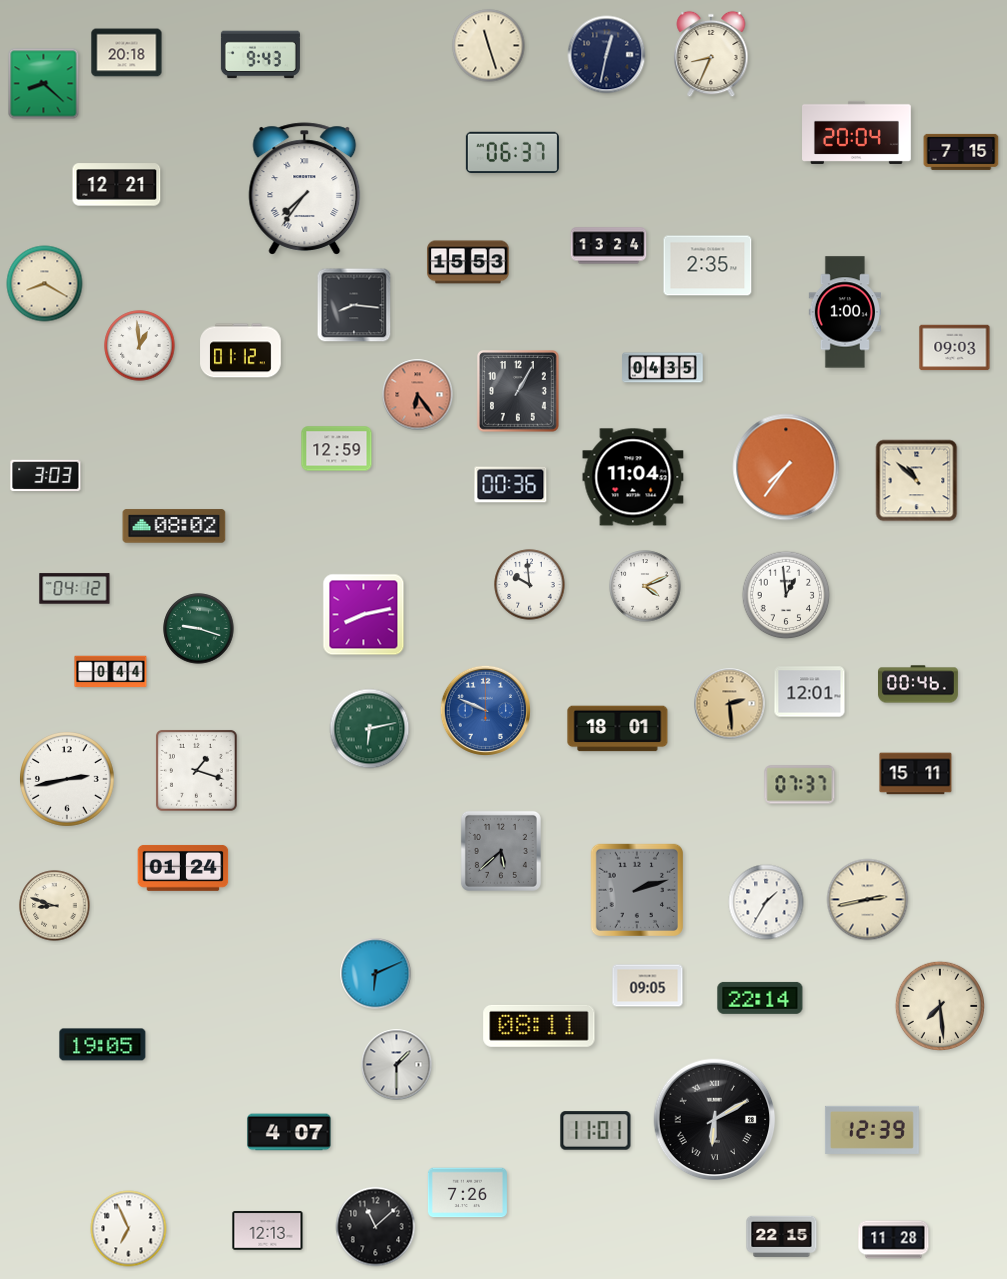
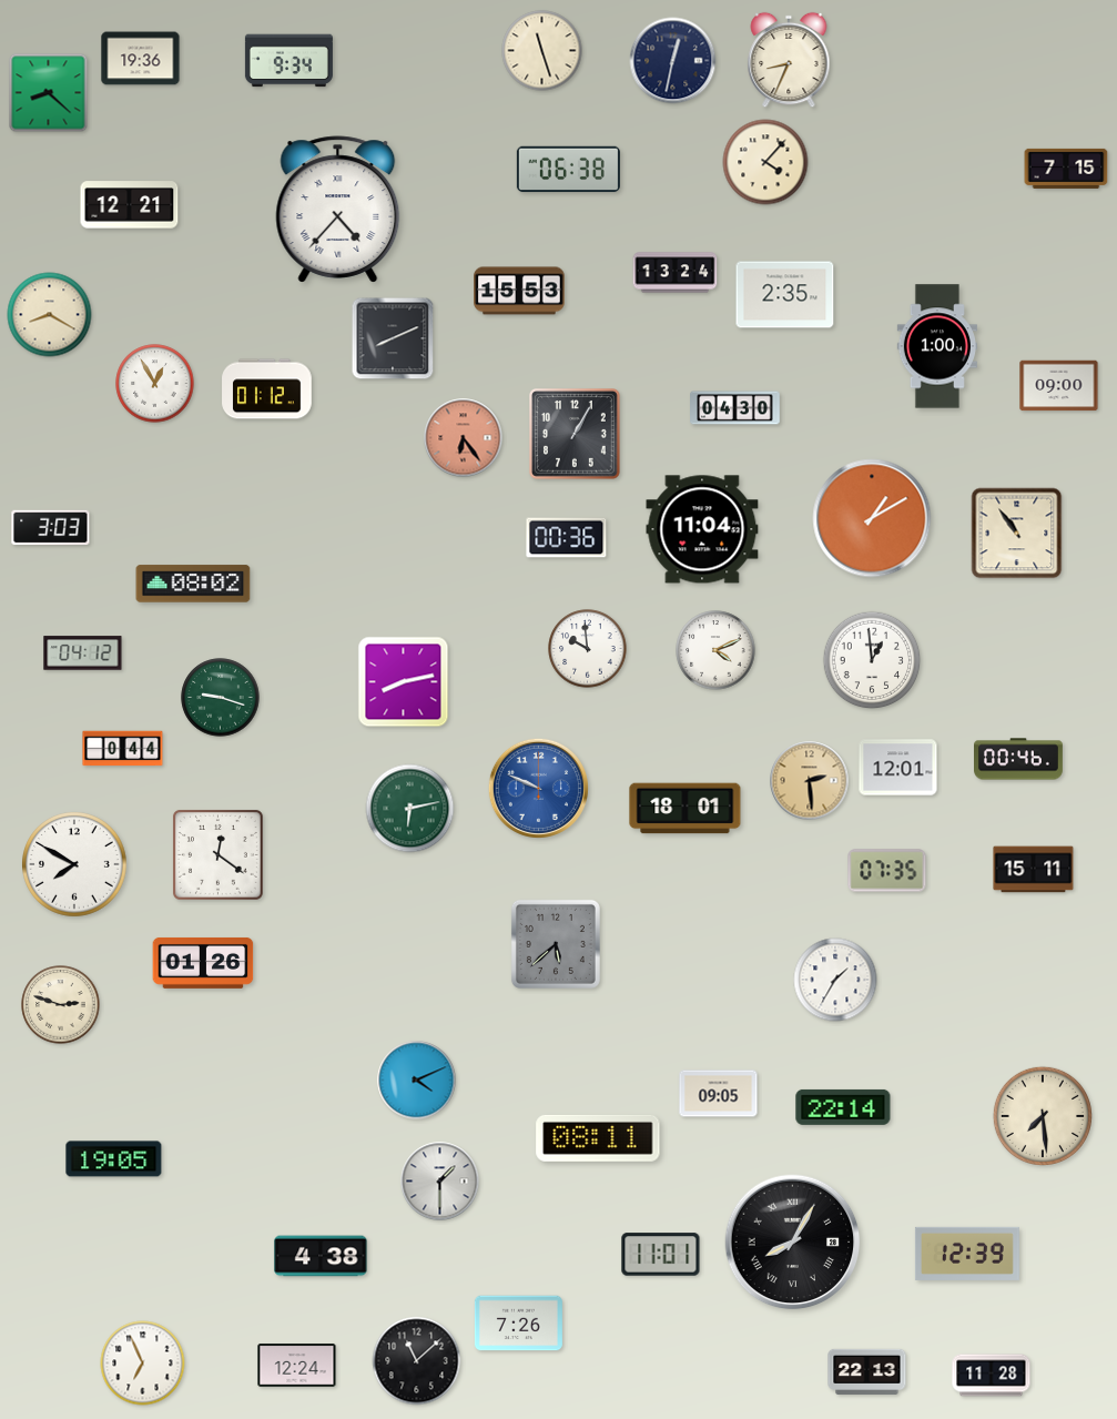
clock at (127, 53): 20:18 -> 19:36
clock at (260, 55): 9:43 -> 9:34
clock at (857, 132): 20:04 -> none
clock at (765, 162): none -> 4:07
clock at (512, 153): 06:37 -> 06:38
clock at (305, 189): 7:36 -> 4:37
clock at (354, 305): 8:16 -> 8:11
clock at (140, 346): 12:59 -> 12:55
clock at (955, 348): 09:03 -> 09:00
clock at (663, 368): 04:35 -> 04:30
clock at (337, 449): 12:59 -> none
clock at (786, 467): 7:36 -> 1:10
clock at (917, 481): 10:52 -> 10:54
clock at (111, 672) position: (111, 672) -> (123, 749)
clock at (196, 770): 1:18 -> 12:21
clock at (916, 774) position: (916, 774) -> (1034, 870)
clock at (67, 779): 2:43 -> 7:50
clock at (800, 785): 07:37 -> 07:35
clock at (183, 868): 01:24 -> 01:26
clock at (637, 890): 2:12 -> none
clock at (868, 900): 2:43 -> none
clock at (766, 902) position: (766, 902) -> (835, 980)
clock at (55, 906): 8:48 -> 2:48
clock at (376, 974): 6:11 -> 4:11
clock at (715, 1120): 6:10 -> 8:05
clock at (289, 1132): 4:07 -> 4:38
clock at (268, 1231): 12:13 -> 12:24
clock at (782, 1236): 22:15 -> 22:13
